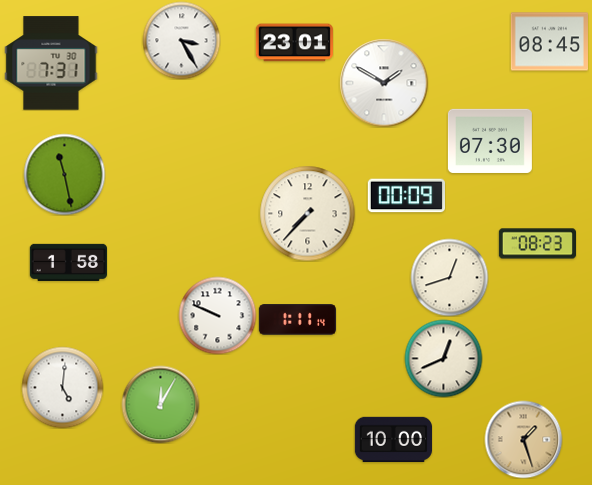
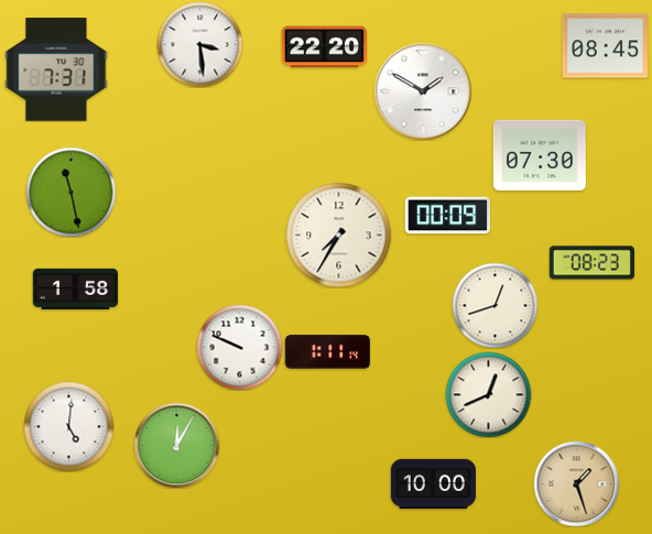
clock at (181, 40): 3:25 -> 3:29
clock at (294, 43): 23:01 -> 22:20
clock at (307, 213): 7:37 -> 7:35
clock at (537, 244) position: (537, 244) -> (591, 263)
